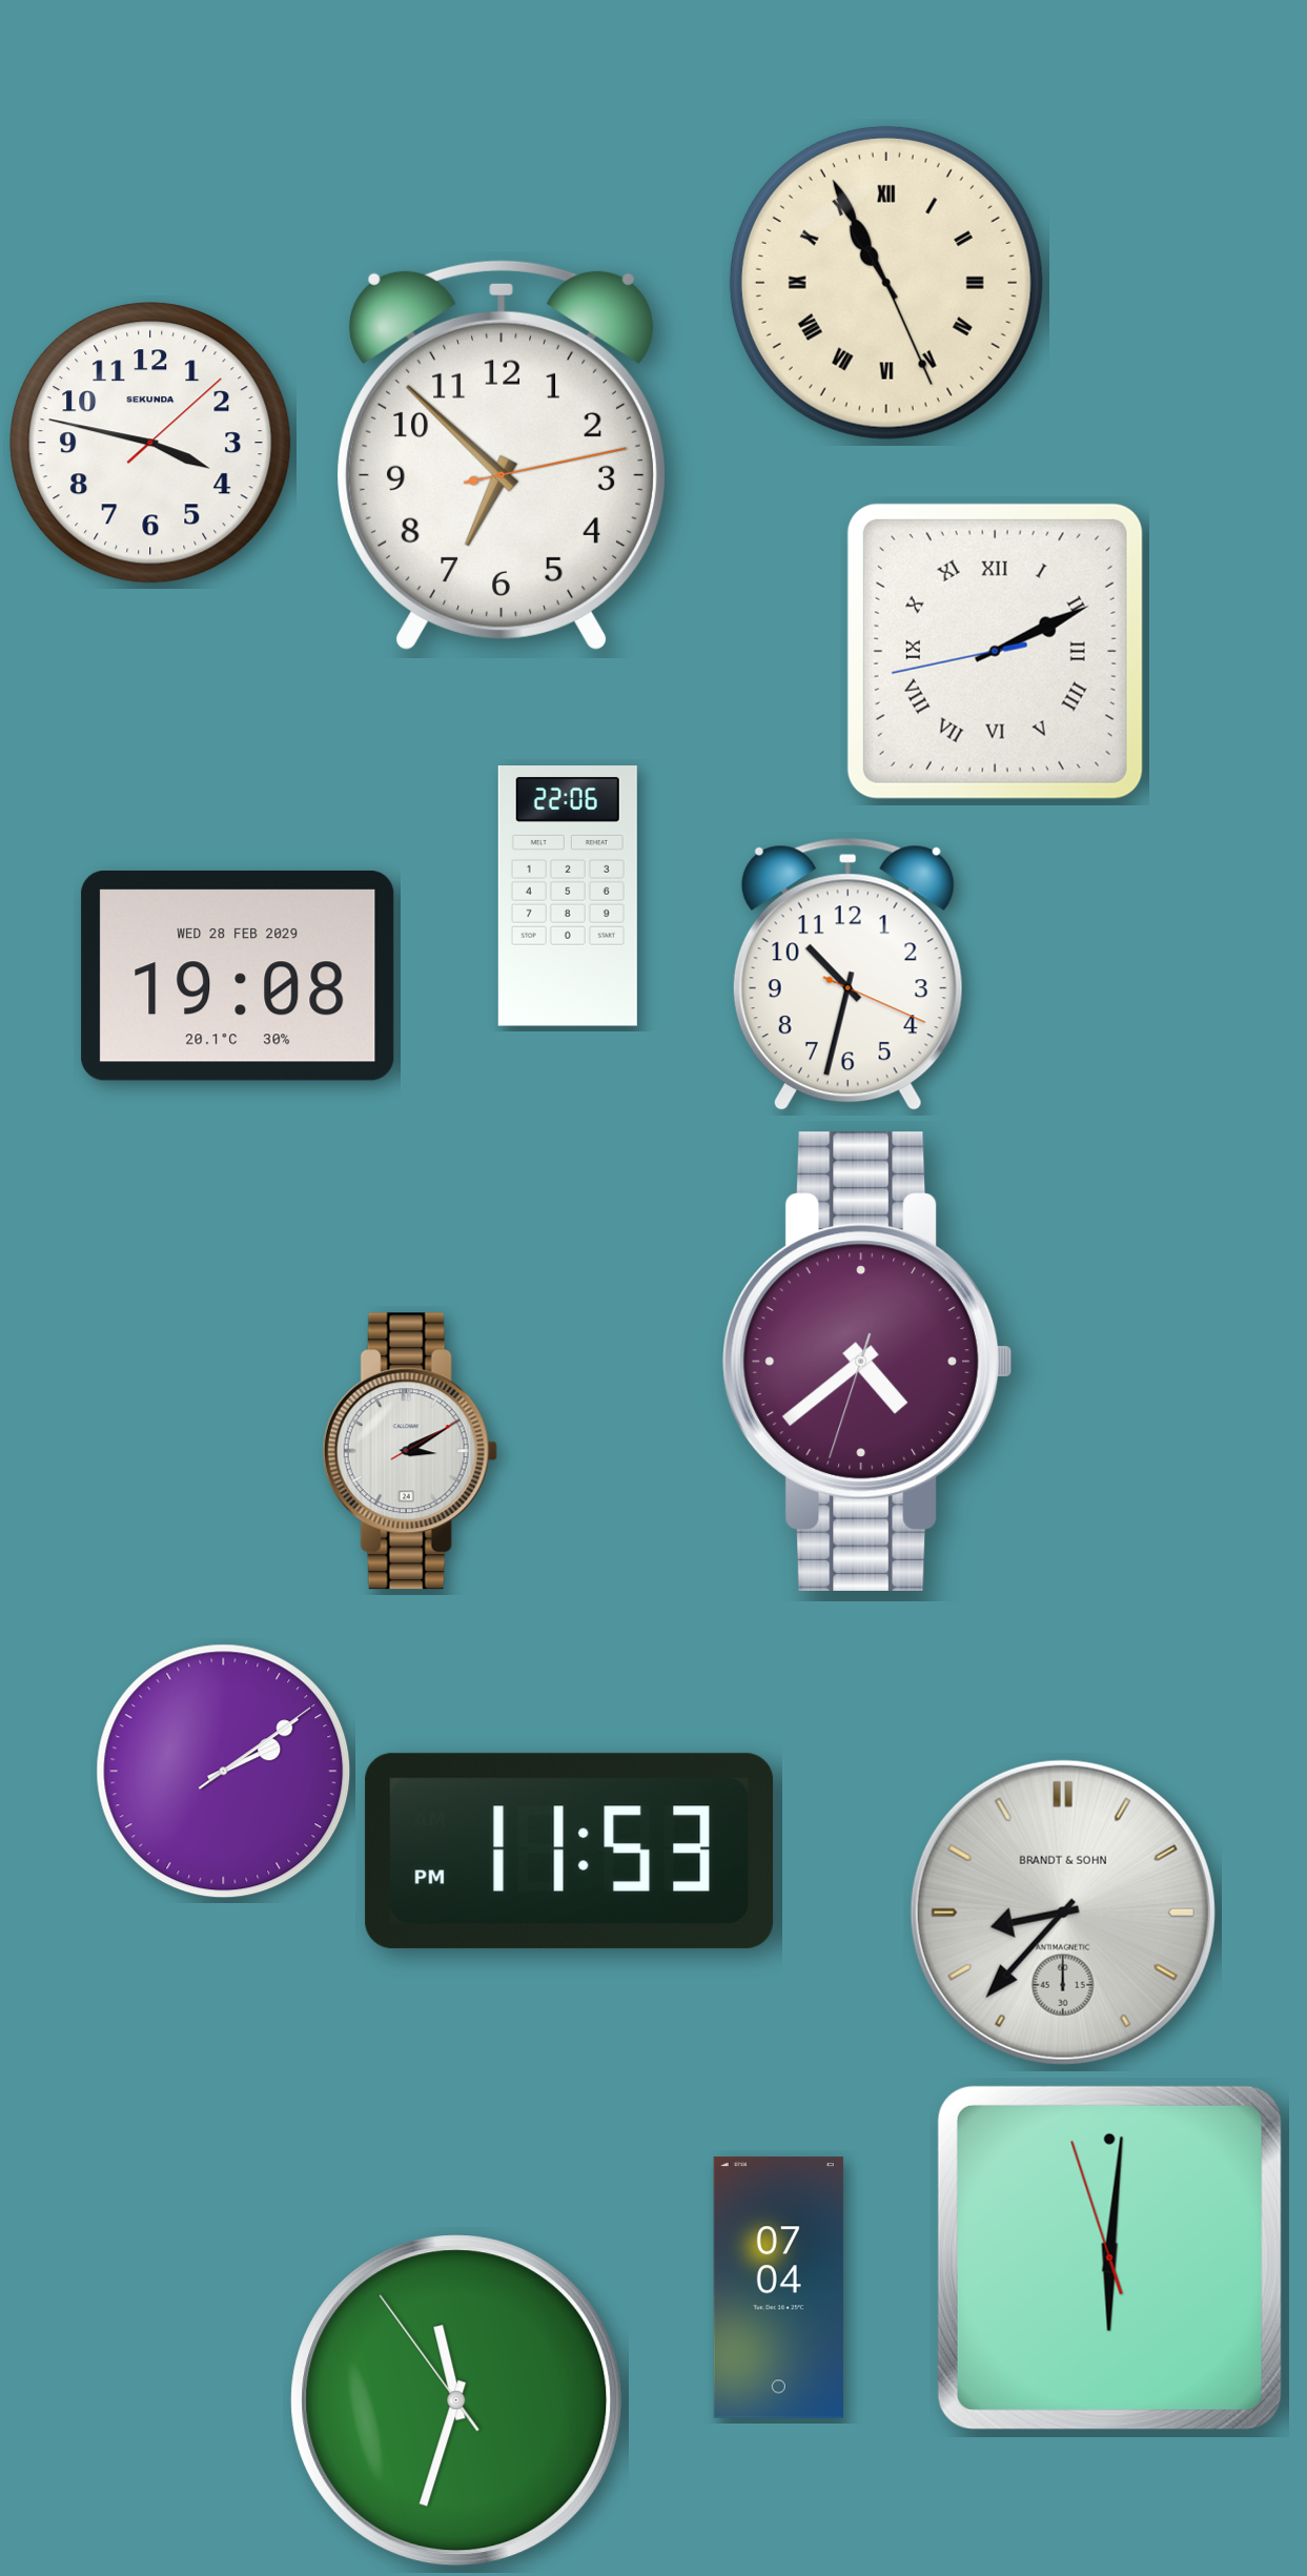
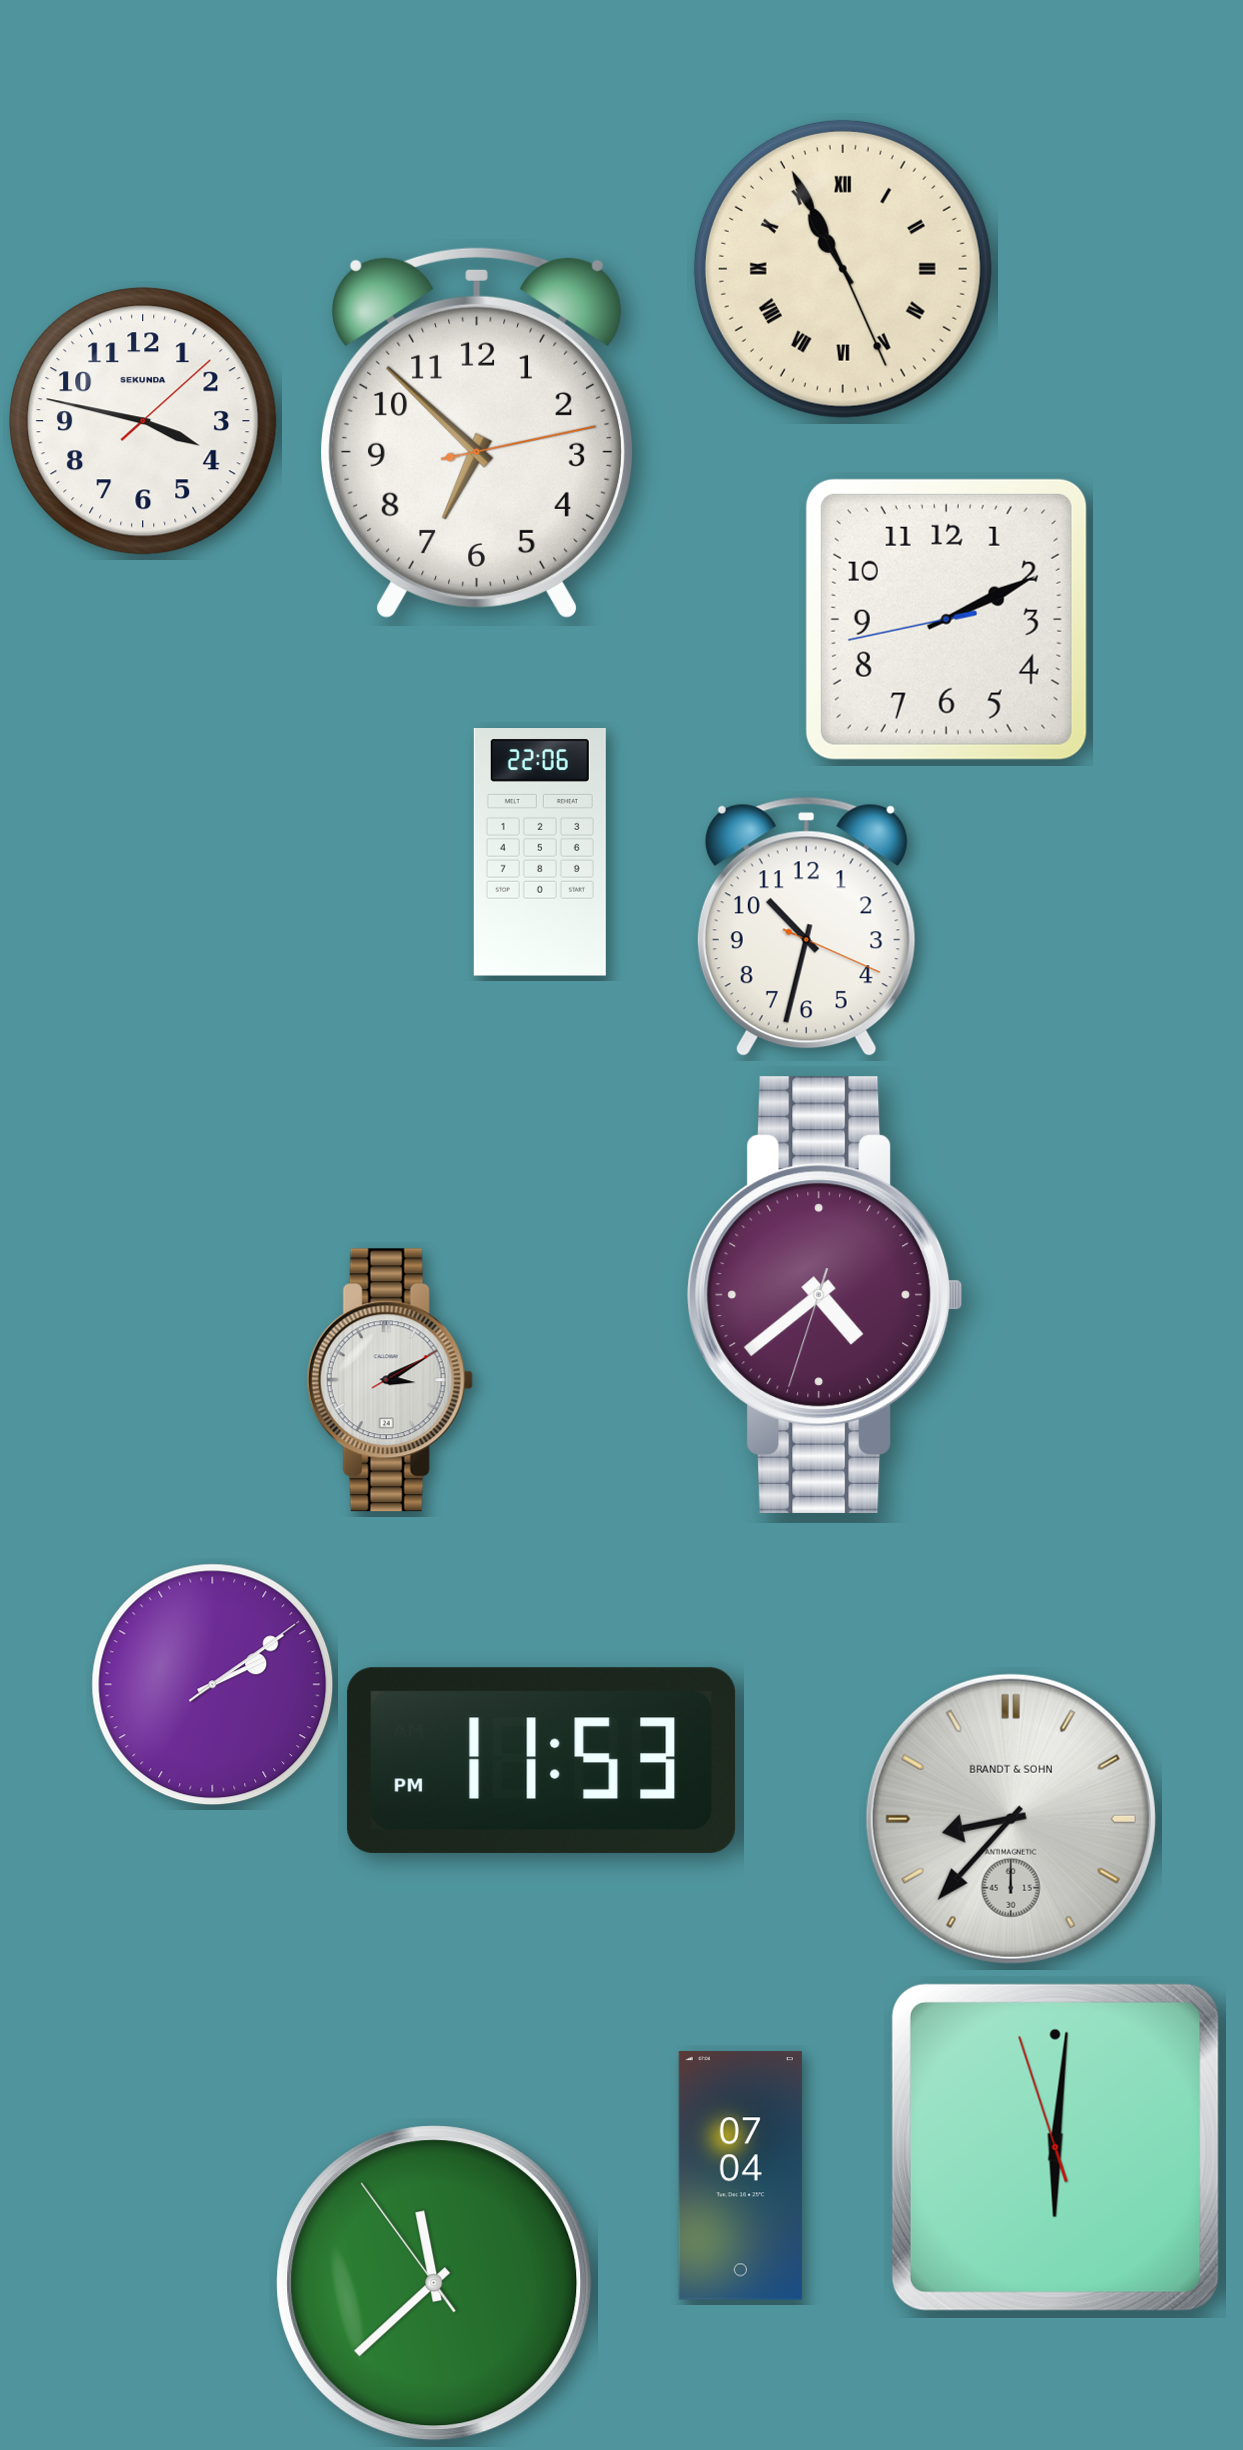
clock at (995, 651) numerals: Roman -> Arabic
clock at (238, 976): 19:08 -> none
clock at (456, 2400): 11:32 -> 11:37
